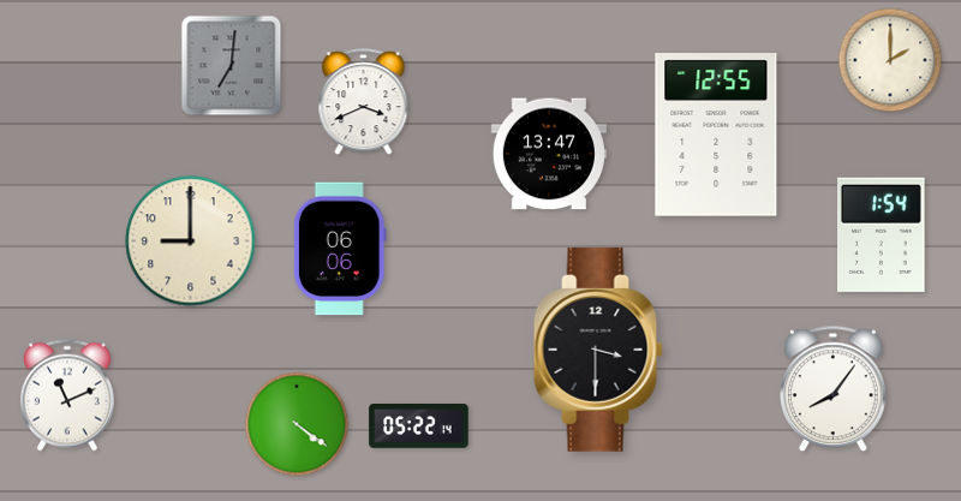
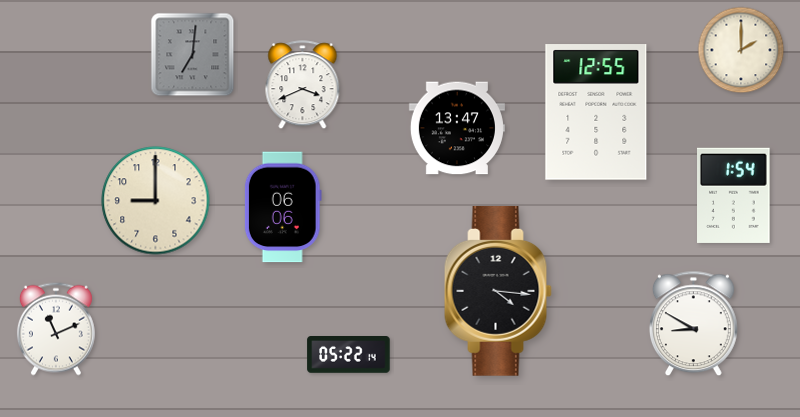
clock at (191, 241) position: (191, 241) -> (156, 201)
clock at (598, 350): 3:30 -> 4:16
clock at (832, 389): 8:06 -> 8:50
clock at (297, 424): 4:21 -> none
